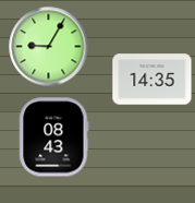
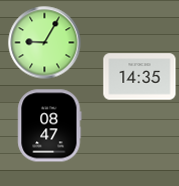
clock at (153, 80) position: (153, 80) -> (140, 77)
clock at (54, 138): 08:43 -> 08:47
